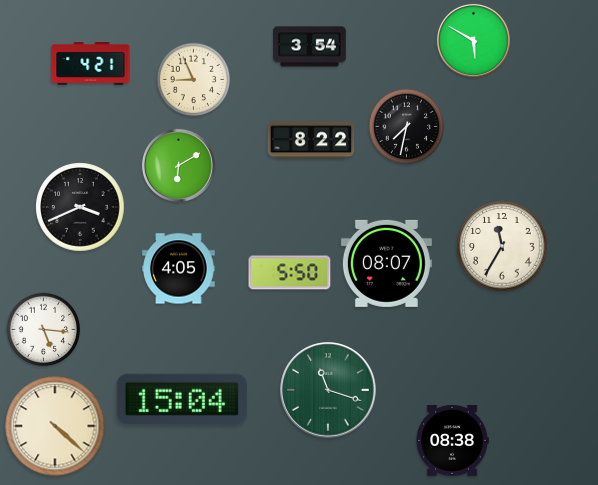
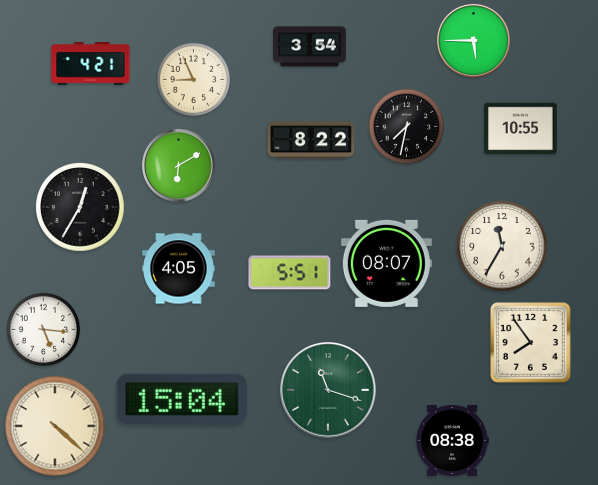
clock at (473, 40): 5:50 -> 5:45
clock at (521, 129): none -> 10:55
clock at (80, 207): 3:41 -> 12:35
clock at (290, 273): 5:50 -> 5:51
clock at (531, 343): none -> 7:54
